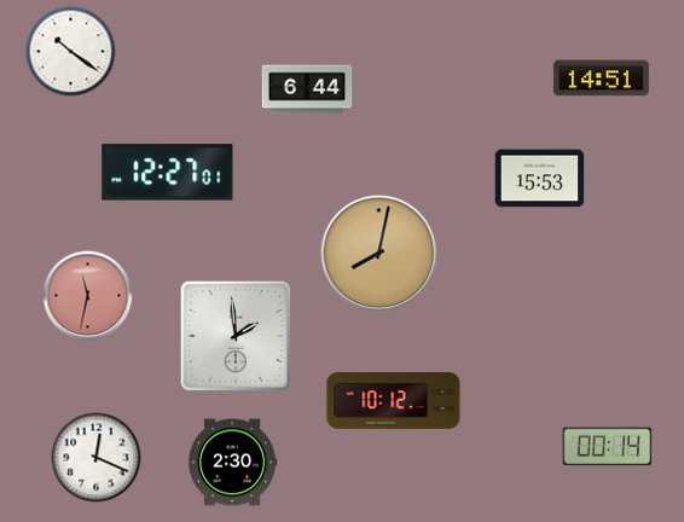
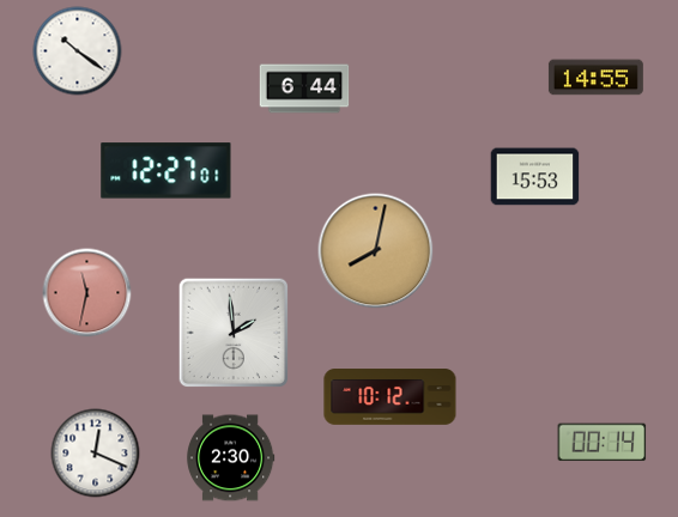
clock at (71, 52) position: (71, 52) -> (78, 51)
clock at (601, 79): 14:51 -> 14:55
